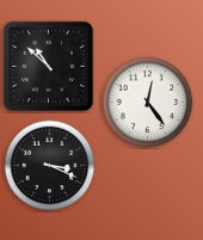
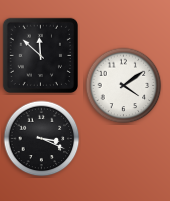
clock at (48, 66): 10:52 -> 11:52
clock at (148, 103): 12:24 -> 4:09
